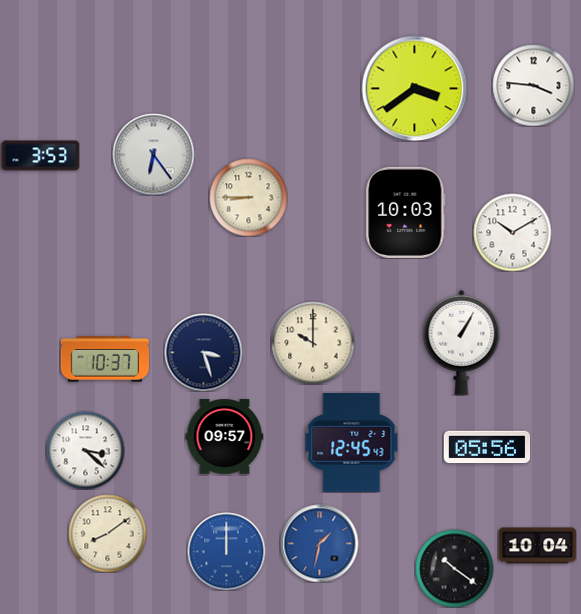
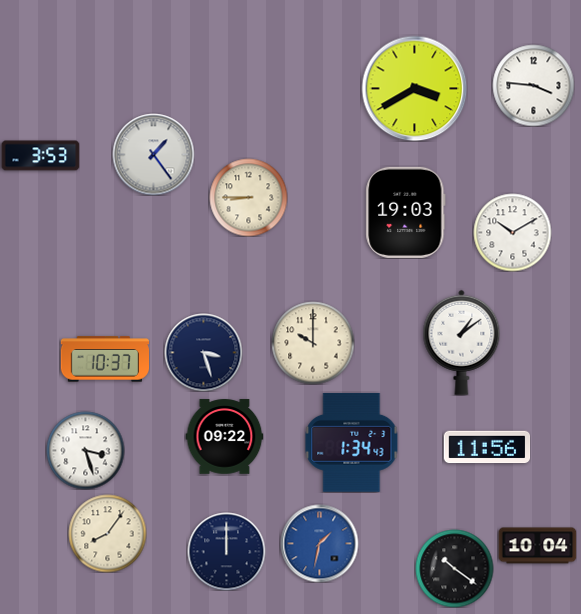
clock at (414, 88): 3:39 -> 3:40
clock at (153, 154): 6:24 -> 1:24
clock at (406, 212): 10:03 -> 19:03
clock at (462, 342): 1:05 -> 1:09
clock at (224, 437): 09:57 -> 09:22
clock at (352, 442): 12:45 -> 1:34
clock at (487, 447): 05:56 -> 11:56
clock at (85, 450): 3:22 -> 3:27
clock at (107, 533): 8:09 -> 8:06
clock at (226, 551) dial: blue -> navy
